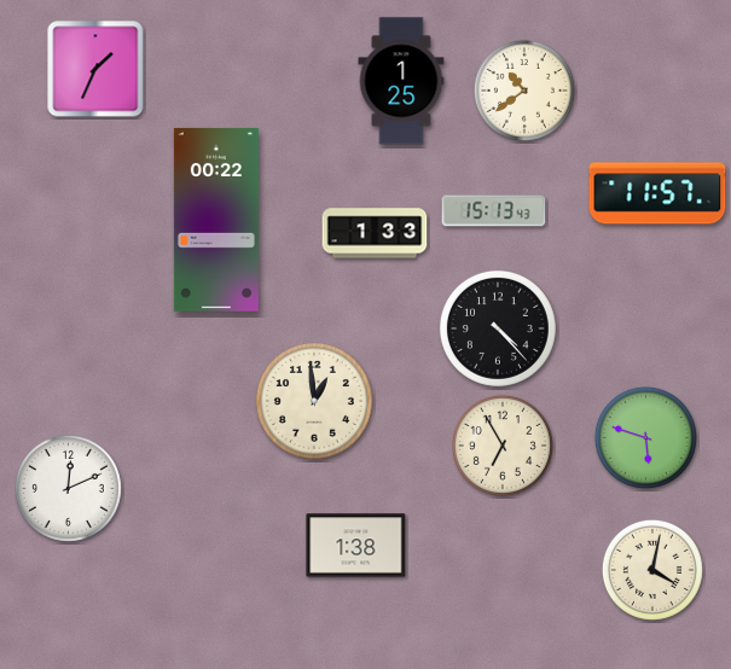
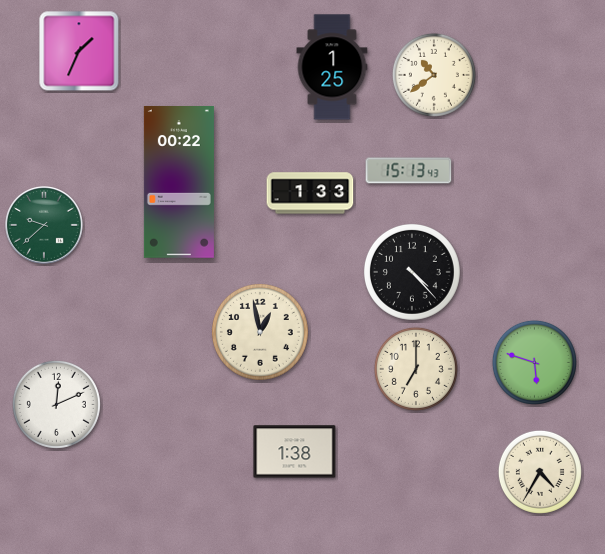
clock at (95, 69) position: (95, 69) -> (79, 51)
clock at (657, 193): 11:57 -> none
clock at (494, 211) position: (494, 211) -> (409, 171)
clock at (45, 226): none -> 9:38
clock at (314, 401): 12:59 -> 12:58
clock at (503, 446): 6:55 -> 7:00
clock at (652, 570): 4:02 -> 4:35
